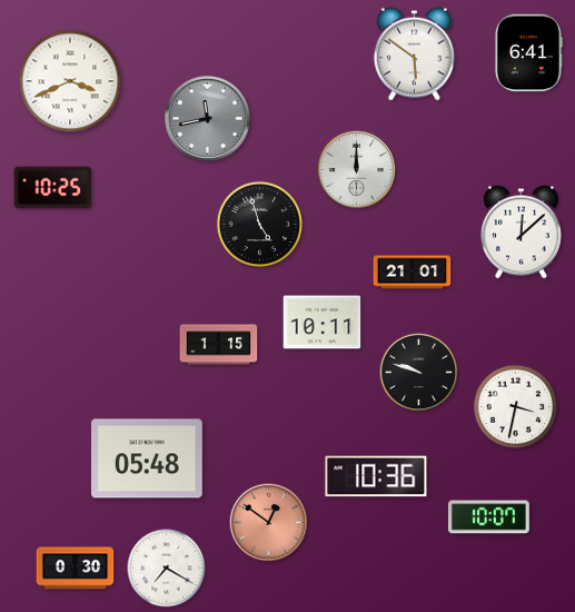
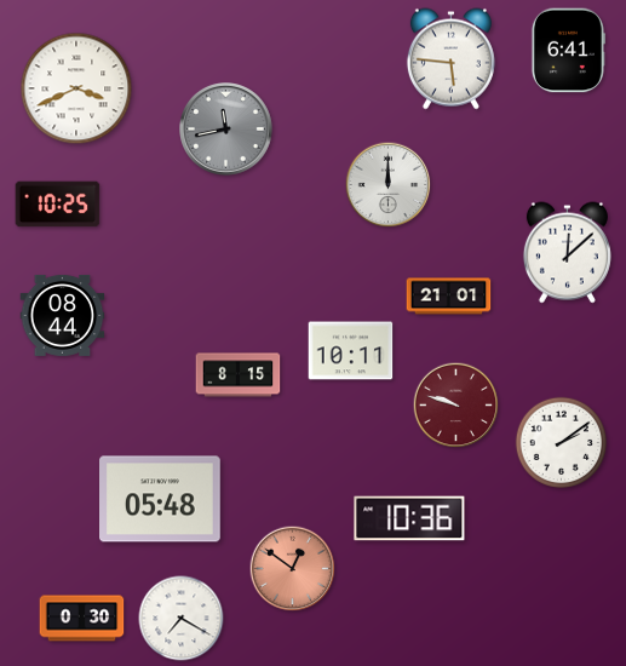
clock at (528, 53) position: (528, 53) -> (568, 51)
clock at (414, 55): 5:51 -> 5:46
clock at (259, 224): 4:57 -> none
clock at (63, 315): none -> 08:44
clock at (219, 345): 1:15 -> 8:15
clock at (419, 373) dial: black -> burgundy
clock at (516, 407): 3:32 -> 2:09
clock at (488, 517): 10:07 -> none
